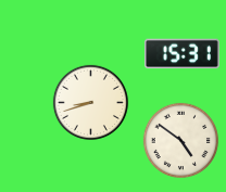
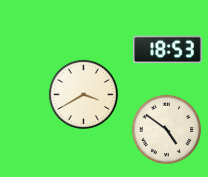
clock at (183, 54): 15:31 -> 18:53
clock at (90, 102): 8:42 -> 3:40
